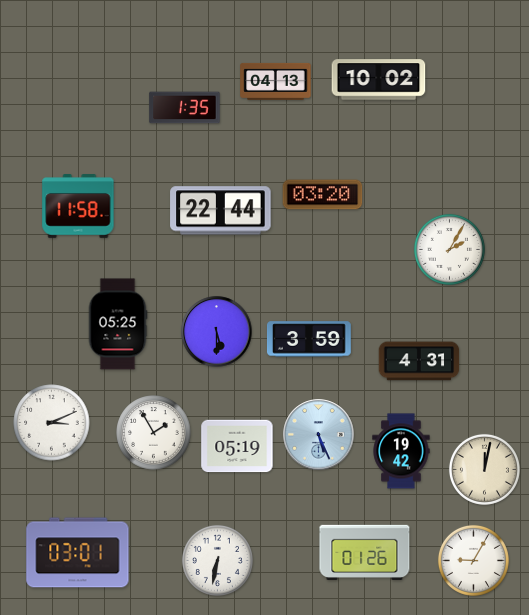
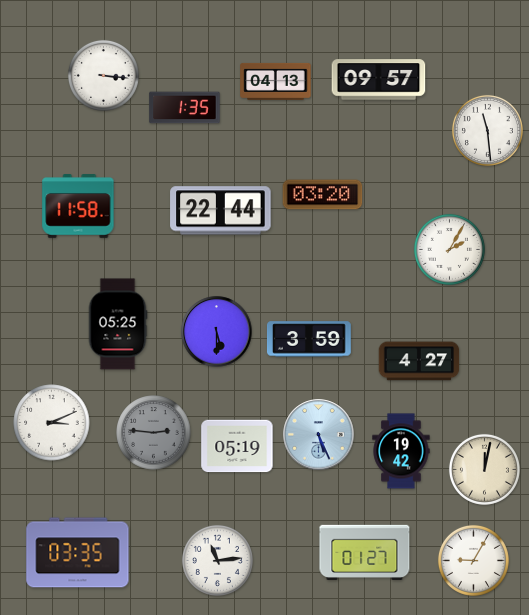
clock at (103, 75): none -> 3:16
clock at (379, 80): 10:02 -> 09:57
clock at (487, 130): none -> 11:29
clock at (419, 361): 4:31 -> 4:27
clock at (154, 433): 1:55 -> 2:46
clock at (154, 433) dial: white -> grey
clock at (365, 552): 01:26 -> 01:27
clock at (78, 553): 03:01 -> 03:35
clock at (217, 560): 6:32 -> 11:14
